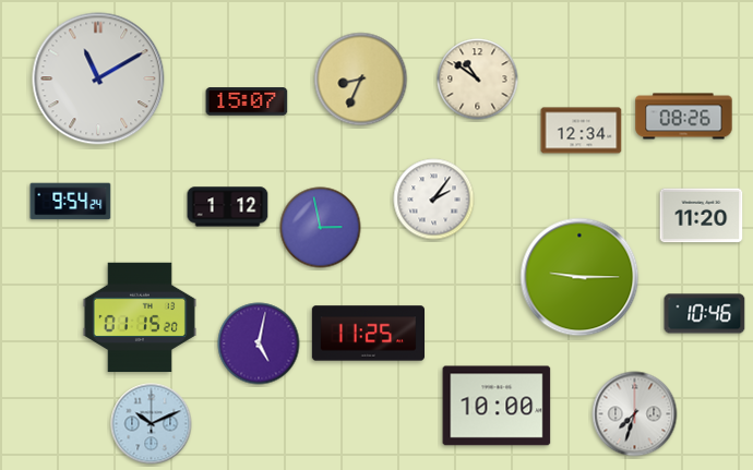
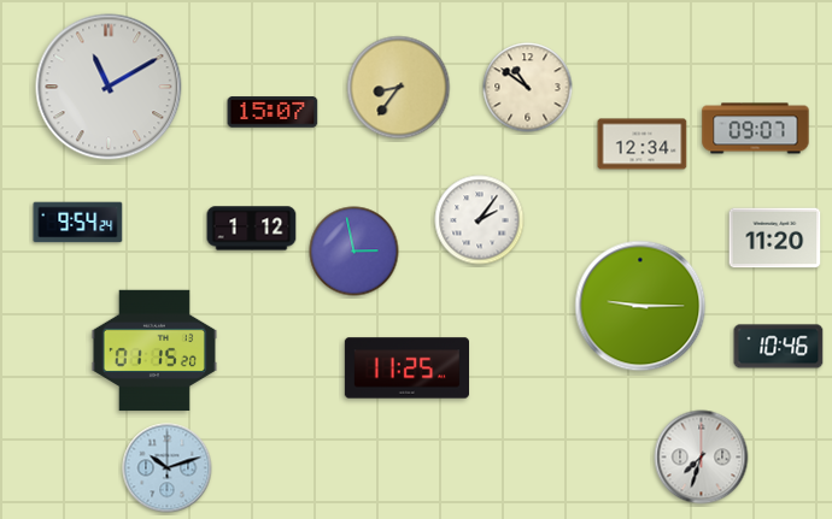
clock at (361, 80): 8:34 -> 8:36
clock at (684, 117): 08:26 -> 09:07
clock at (259, 344): 5:02 -> none
clock at (497, 406): 10:00 -> none
clock at (152, 424): 10:11 -> 10:12
